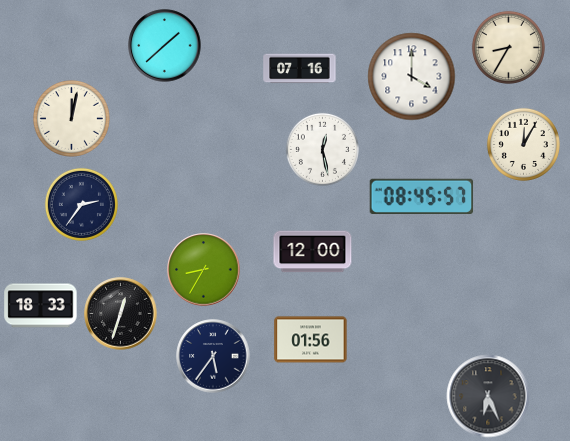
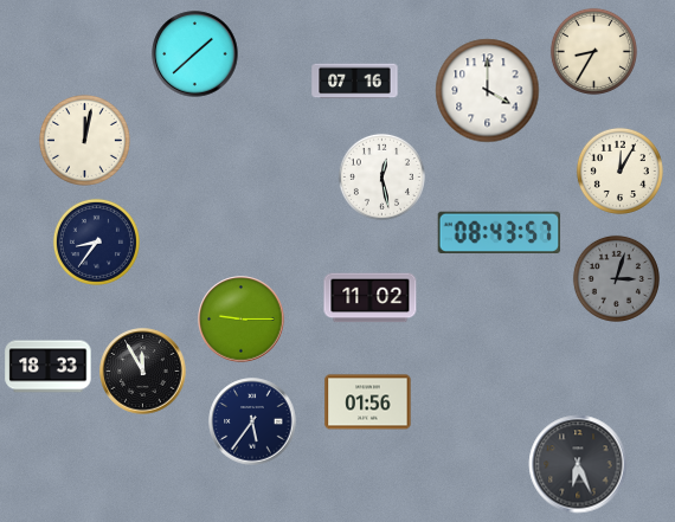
clock at (508, 47) position: (508, 47) -> (593, 51)
clock at (422, 196): 08:45 -> 08:43
clock at (81, 204): 2:36 -> 8:36
clock at (616, 278): none -> 3:03
clock at (313, 252): 12:00 -> 11:02
clock at (204, 270): 8:35 -> 9:15
clock at (41, 306) position: (41, 306) -> (49, 367)
clock at (121, 314): 12:33 -> 11:55
clock at (488, 396) position: (488, 396) -> (578, 464)
